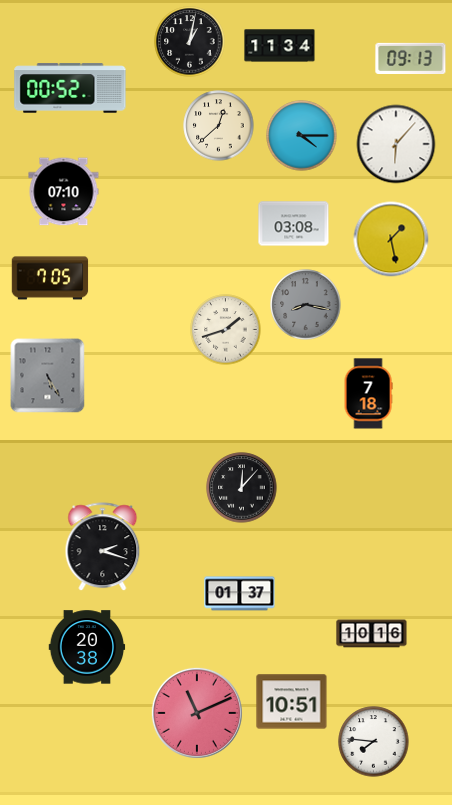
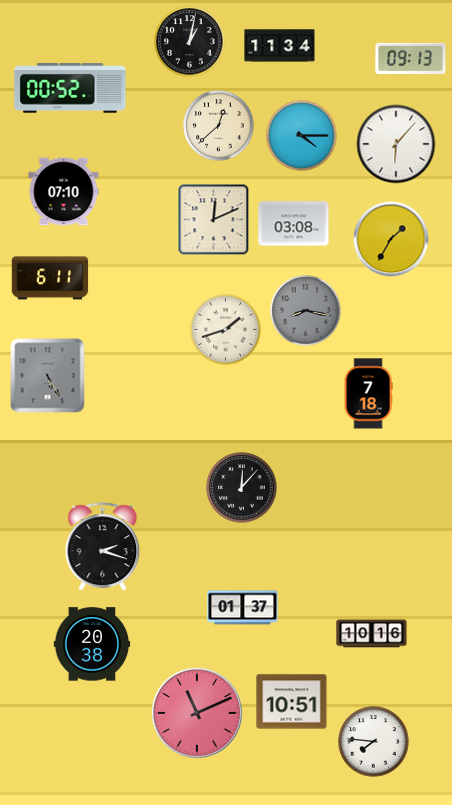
clock at (214, 220): none -> 12:11
clock at (391, 239): 1:28 -> 1:35
clock at (50, 278): 7:05 -> 6:11
clock at (306, 305) position: (306, 305) -> (306, 311)
clock at (240, 594) position: (240, 594) -> (243, 608)
clock at (87, 647) position: (87, 647) -> (92, 644)
